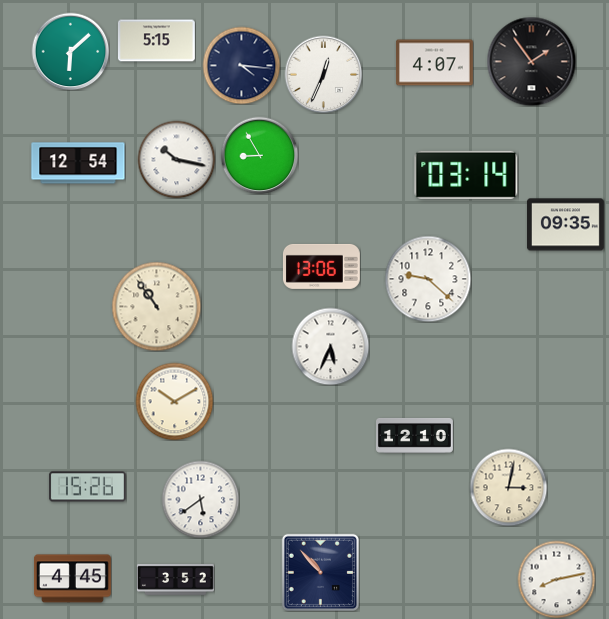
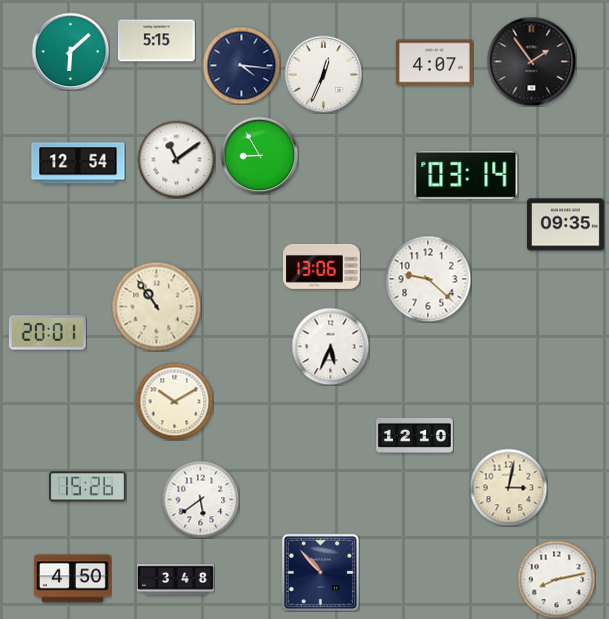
clock at (176, 159): 10:17 -> 11:09
clock at (47, 333): none -> 20:01
clock at (72, 579): 4:45 -> 4:50
clock at (175, 579): 3:52 -> 3:48
